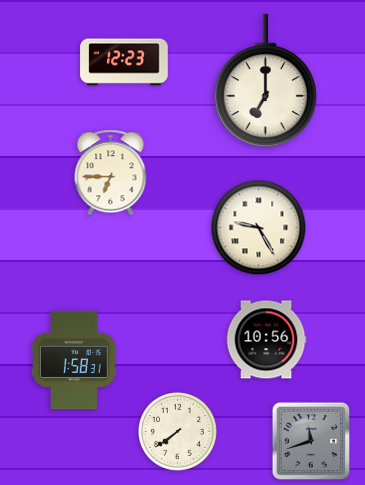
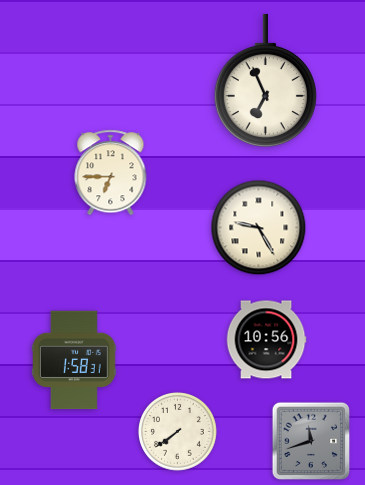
clock at (124, 62): 12:23 -> none
clock at (265, 81): 7:00 -> 6:56
